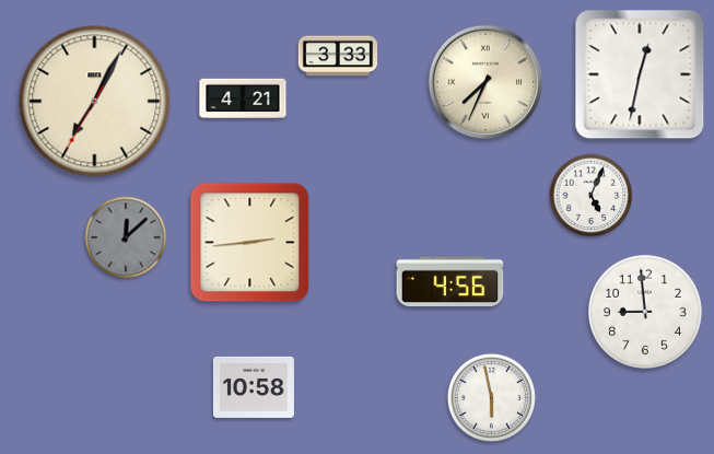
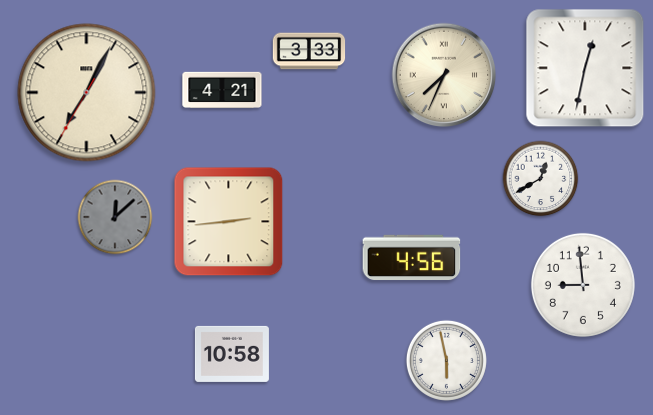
clock at (592, 196): 5:04 -> 12:40
clock at (645, 312) position: (645, 312) -> (583, 285)
clock at (491, 397) position: (491, 397) -> (446, 360)
